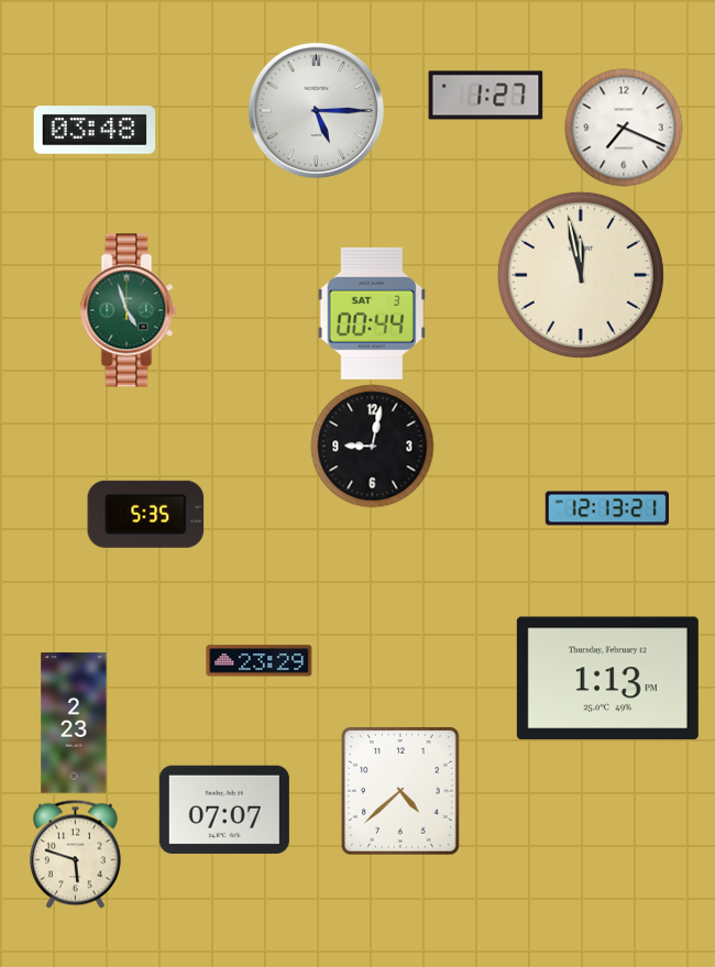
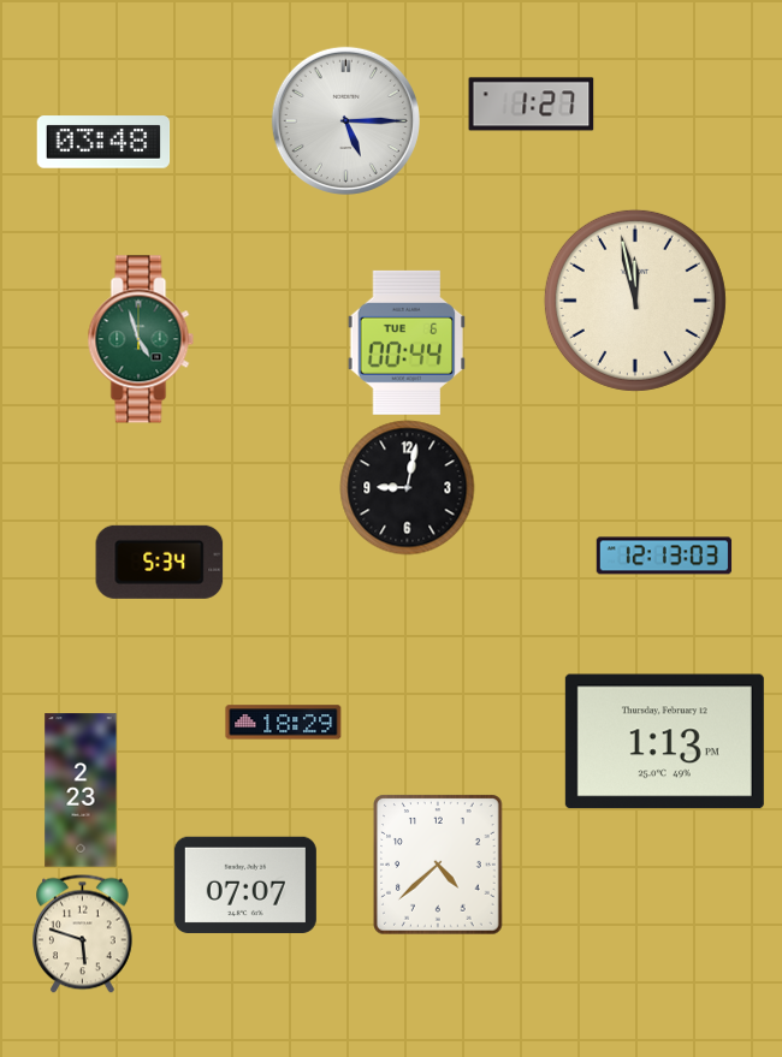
clock at (624, 128): 7:19 -> none
clock at (372, 314) date: SAT 3 -> TUE 6
clock at (607, 508): 12:13:21 -> 12:13:03
clock at (146, 514): 5:35 -> 5:34
clock at (260, 661): 23:29 -> 18:29
